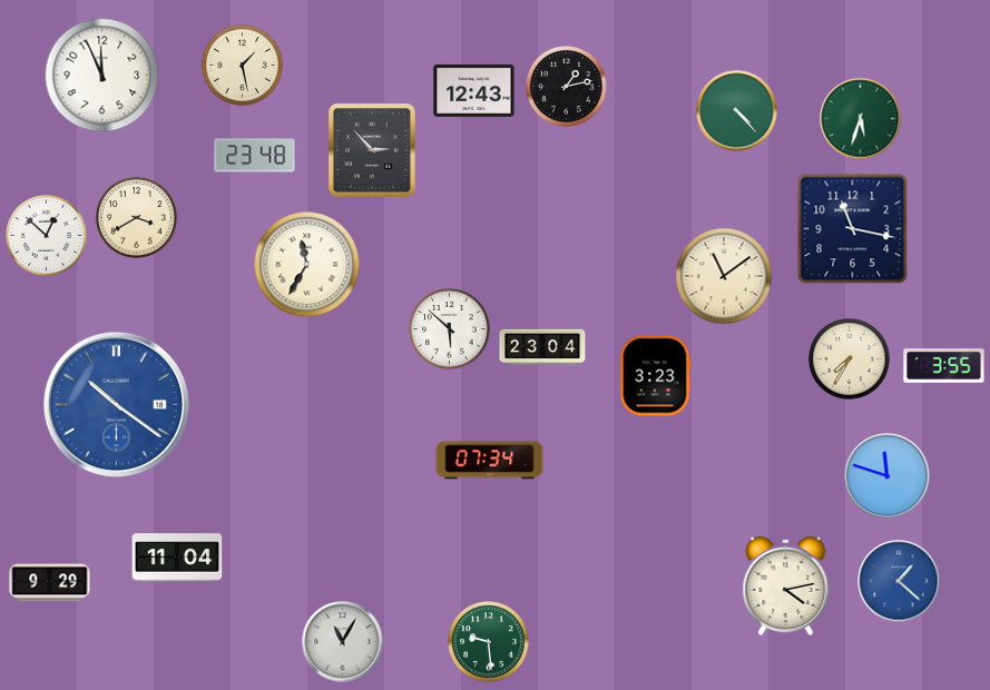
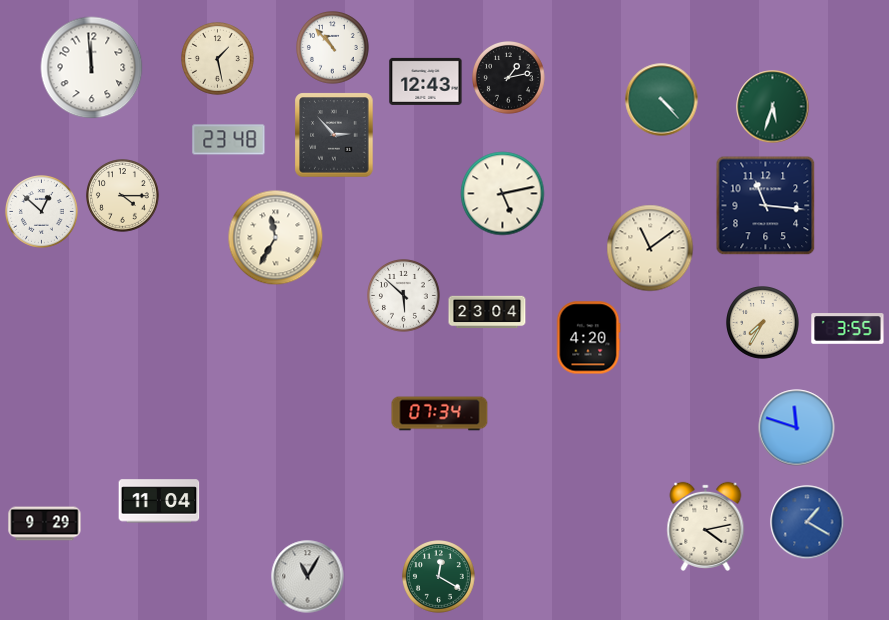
clock at (333, 48): none -> 10:53
clock at (102, 76): 11:56 -> 11:59
clock at (503, 194): none -> 5:13
clock at (137, 218): 3:40 -> 4:15
clock at (853, 229): 11:17 -> 11:16
clock at (655, 376): 3:23 -> 4:20
clock at (116, 404): 10:21 -> none
clock at (899, 581): 1:22 -> 1:20
clock at (489, 642): 9:29 -> 12:20
